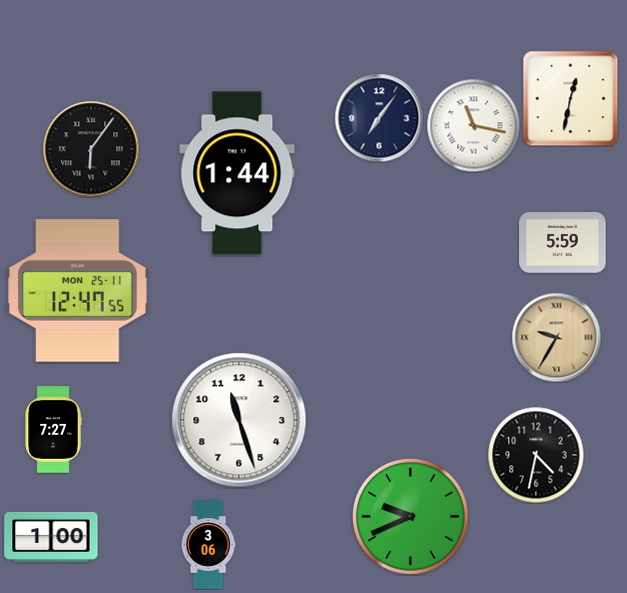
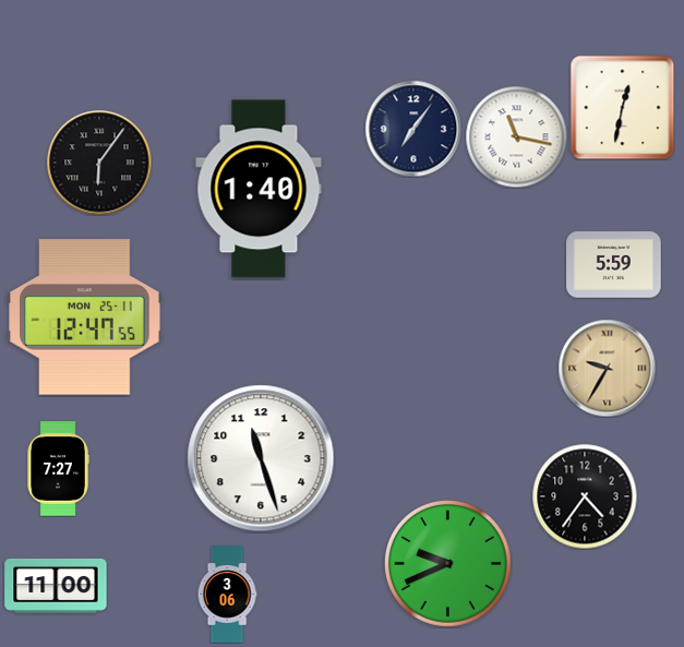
clock at (237, 173): 1:44 -> 1:40
clock at (536, 455): 4:32 -> 4:36
clock at (51, 537): 1:00 -> 11:00
